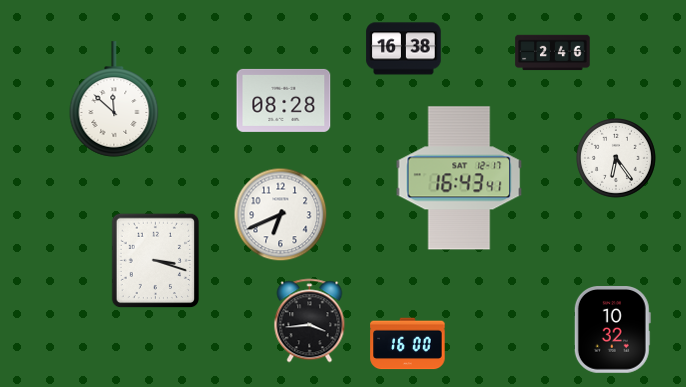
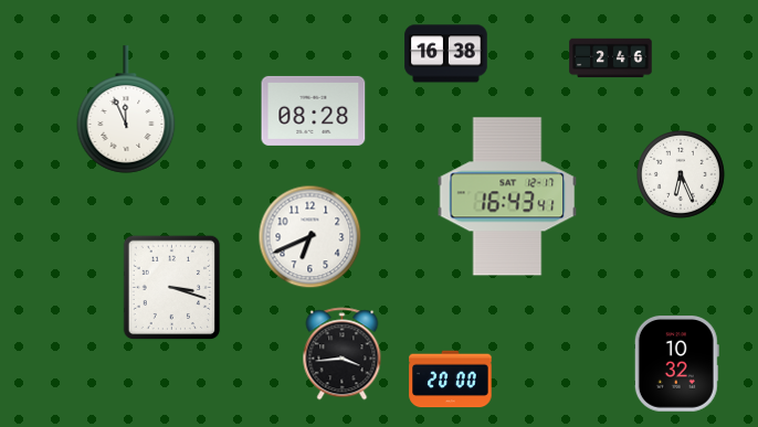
clock at (114, 99): 11:52 -> 11:56
clock at (616, 158): 6:24 -> 6:26
clock at (408, 344): 16:00 -> 20:00
